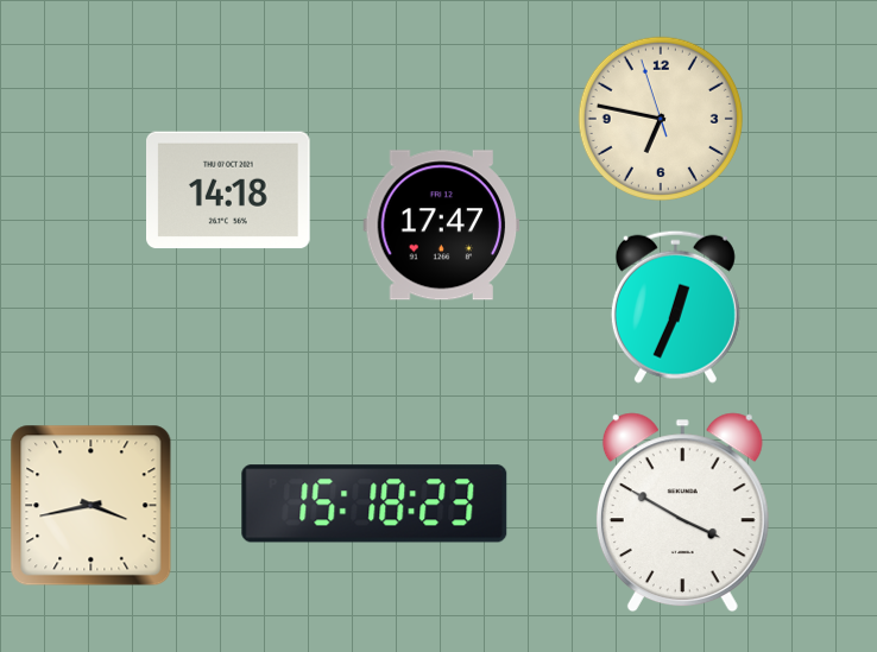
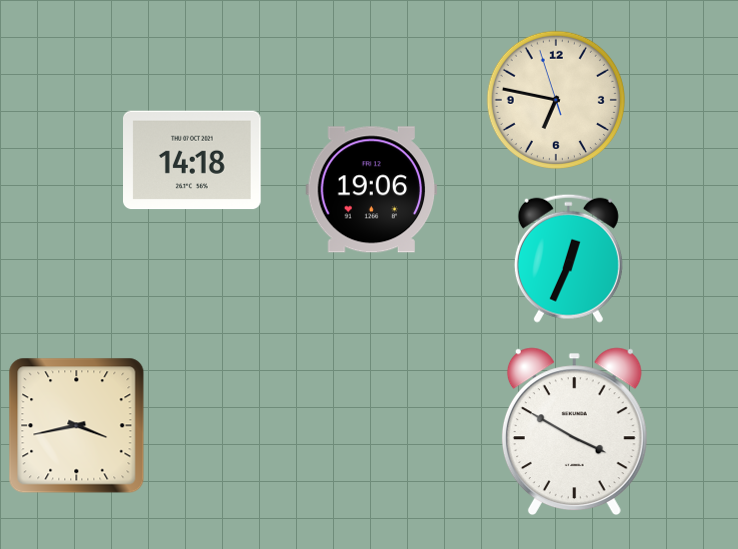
clock at (442, 226): 17:47 -> 19:06
clock at (374, 504): 15:18 -> none
